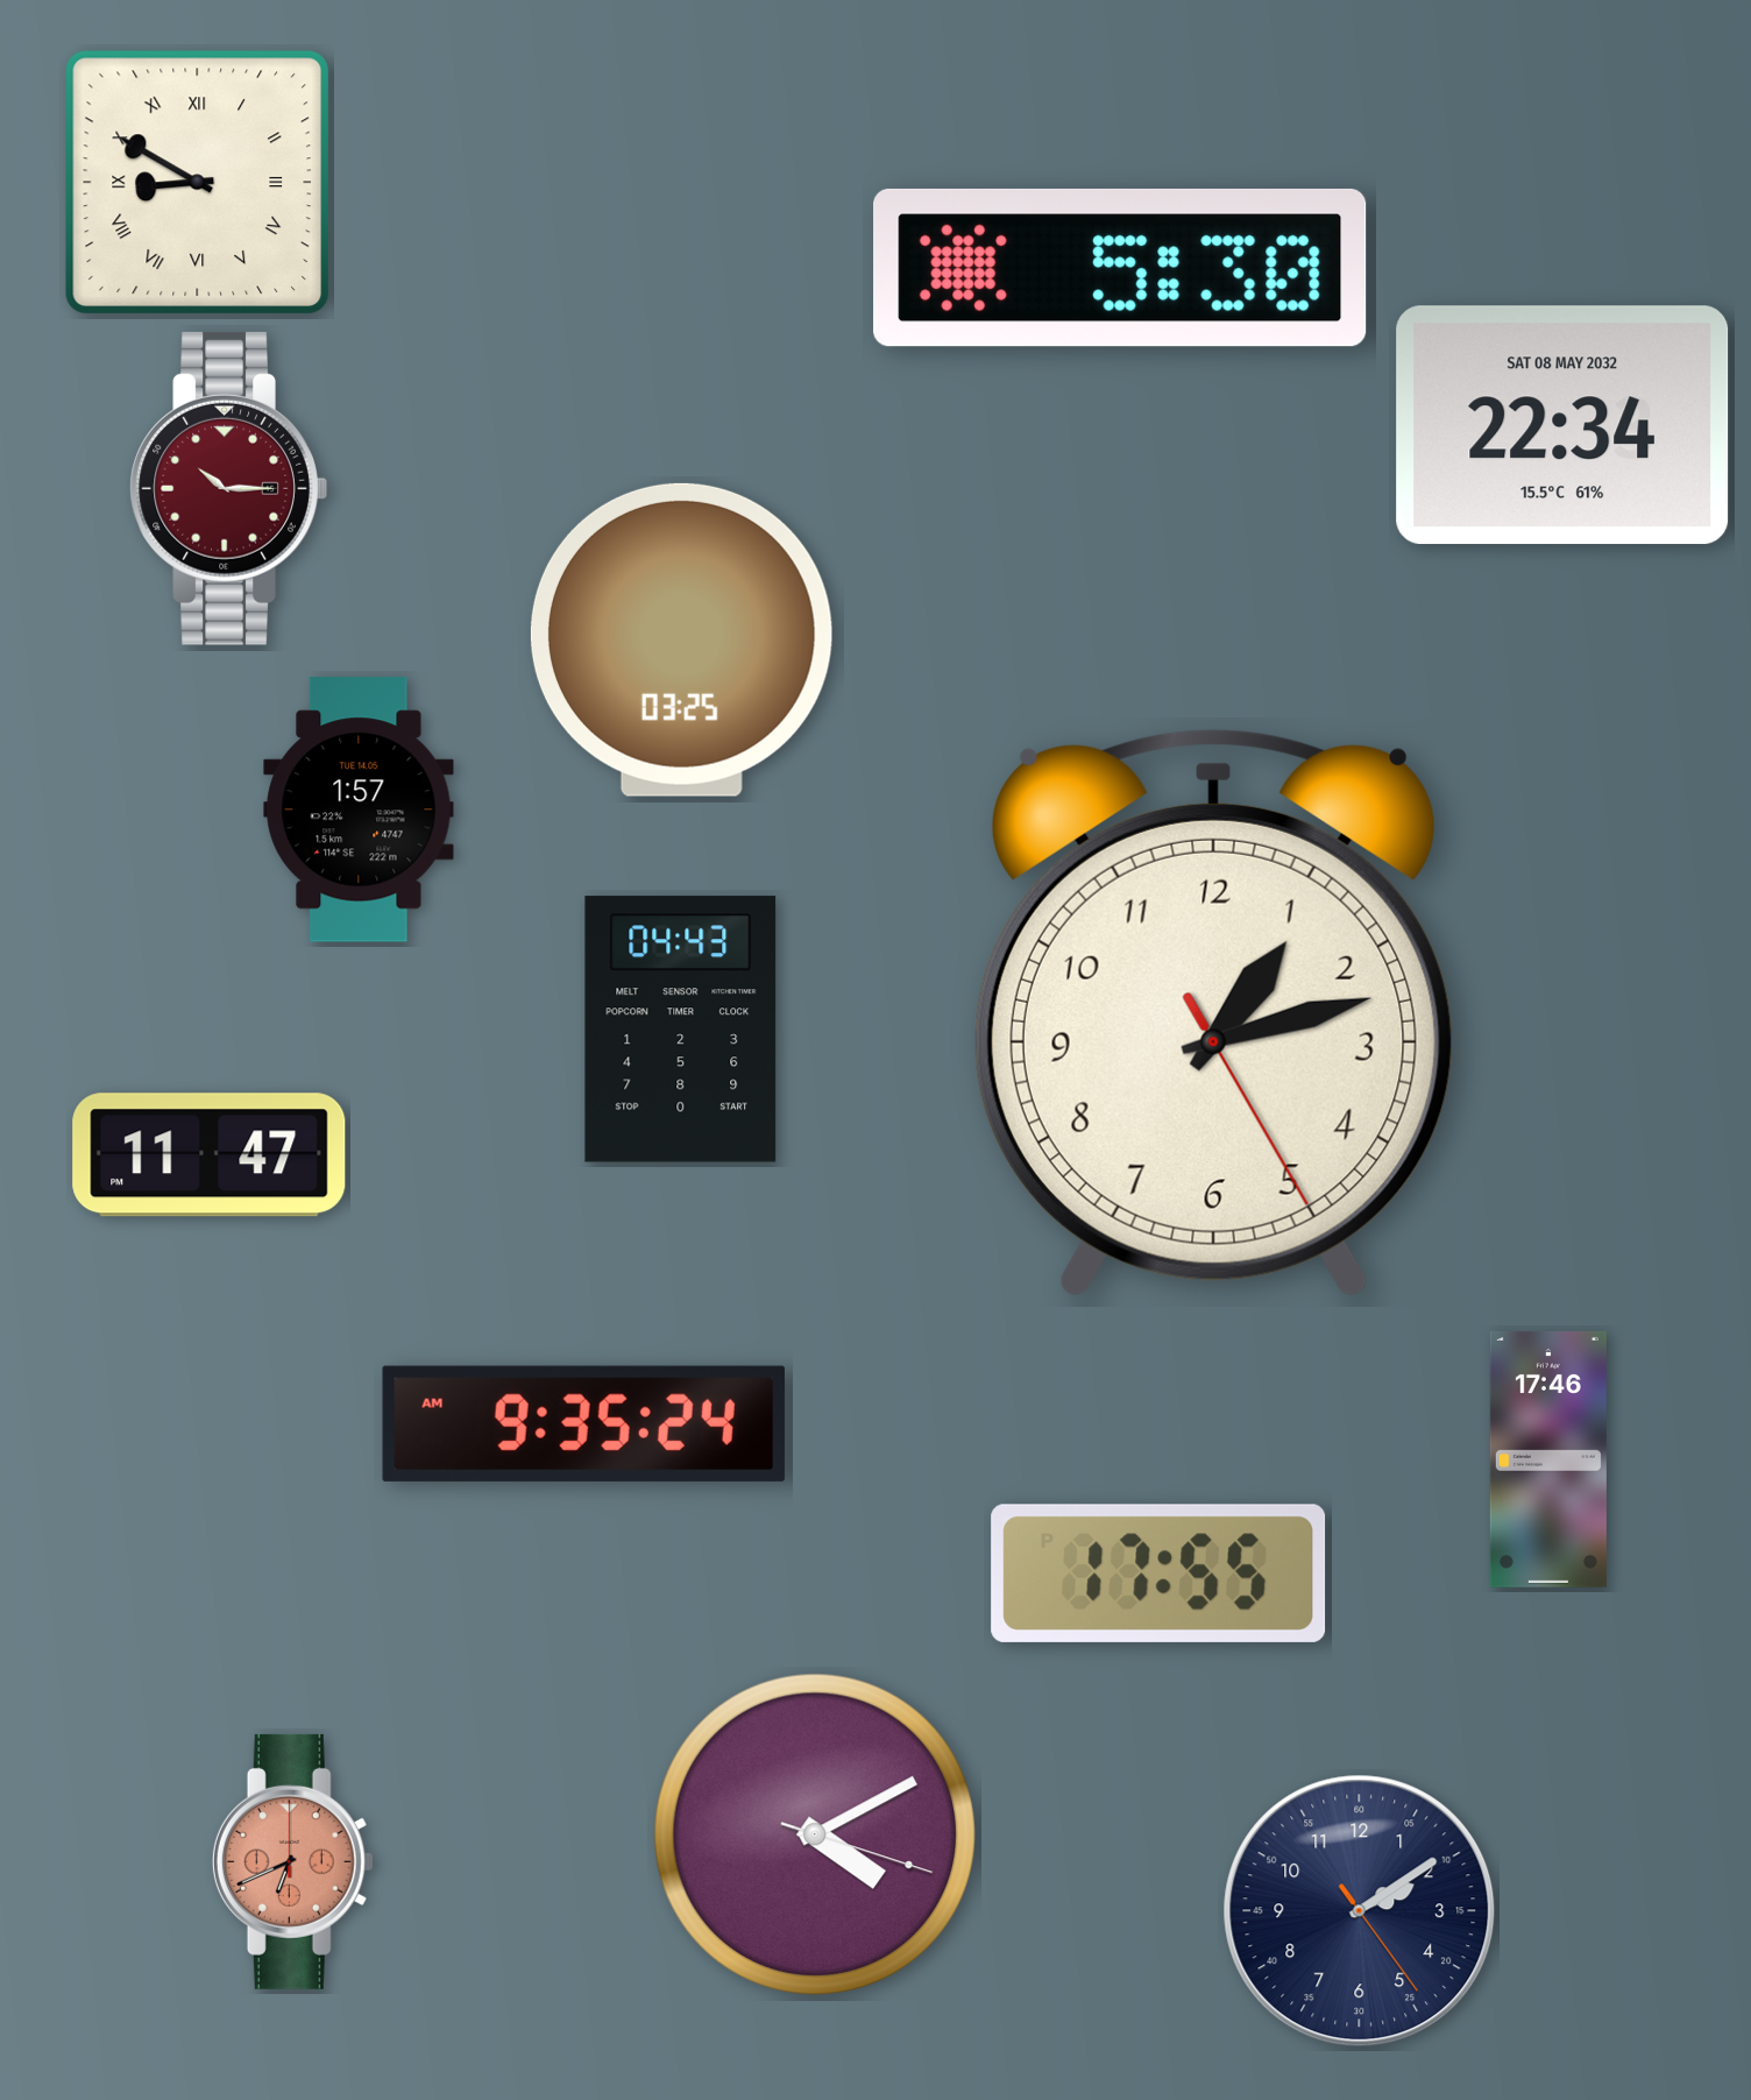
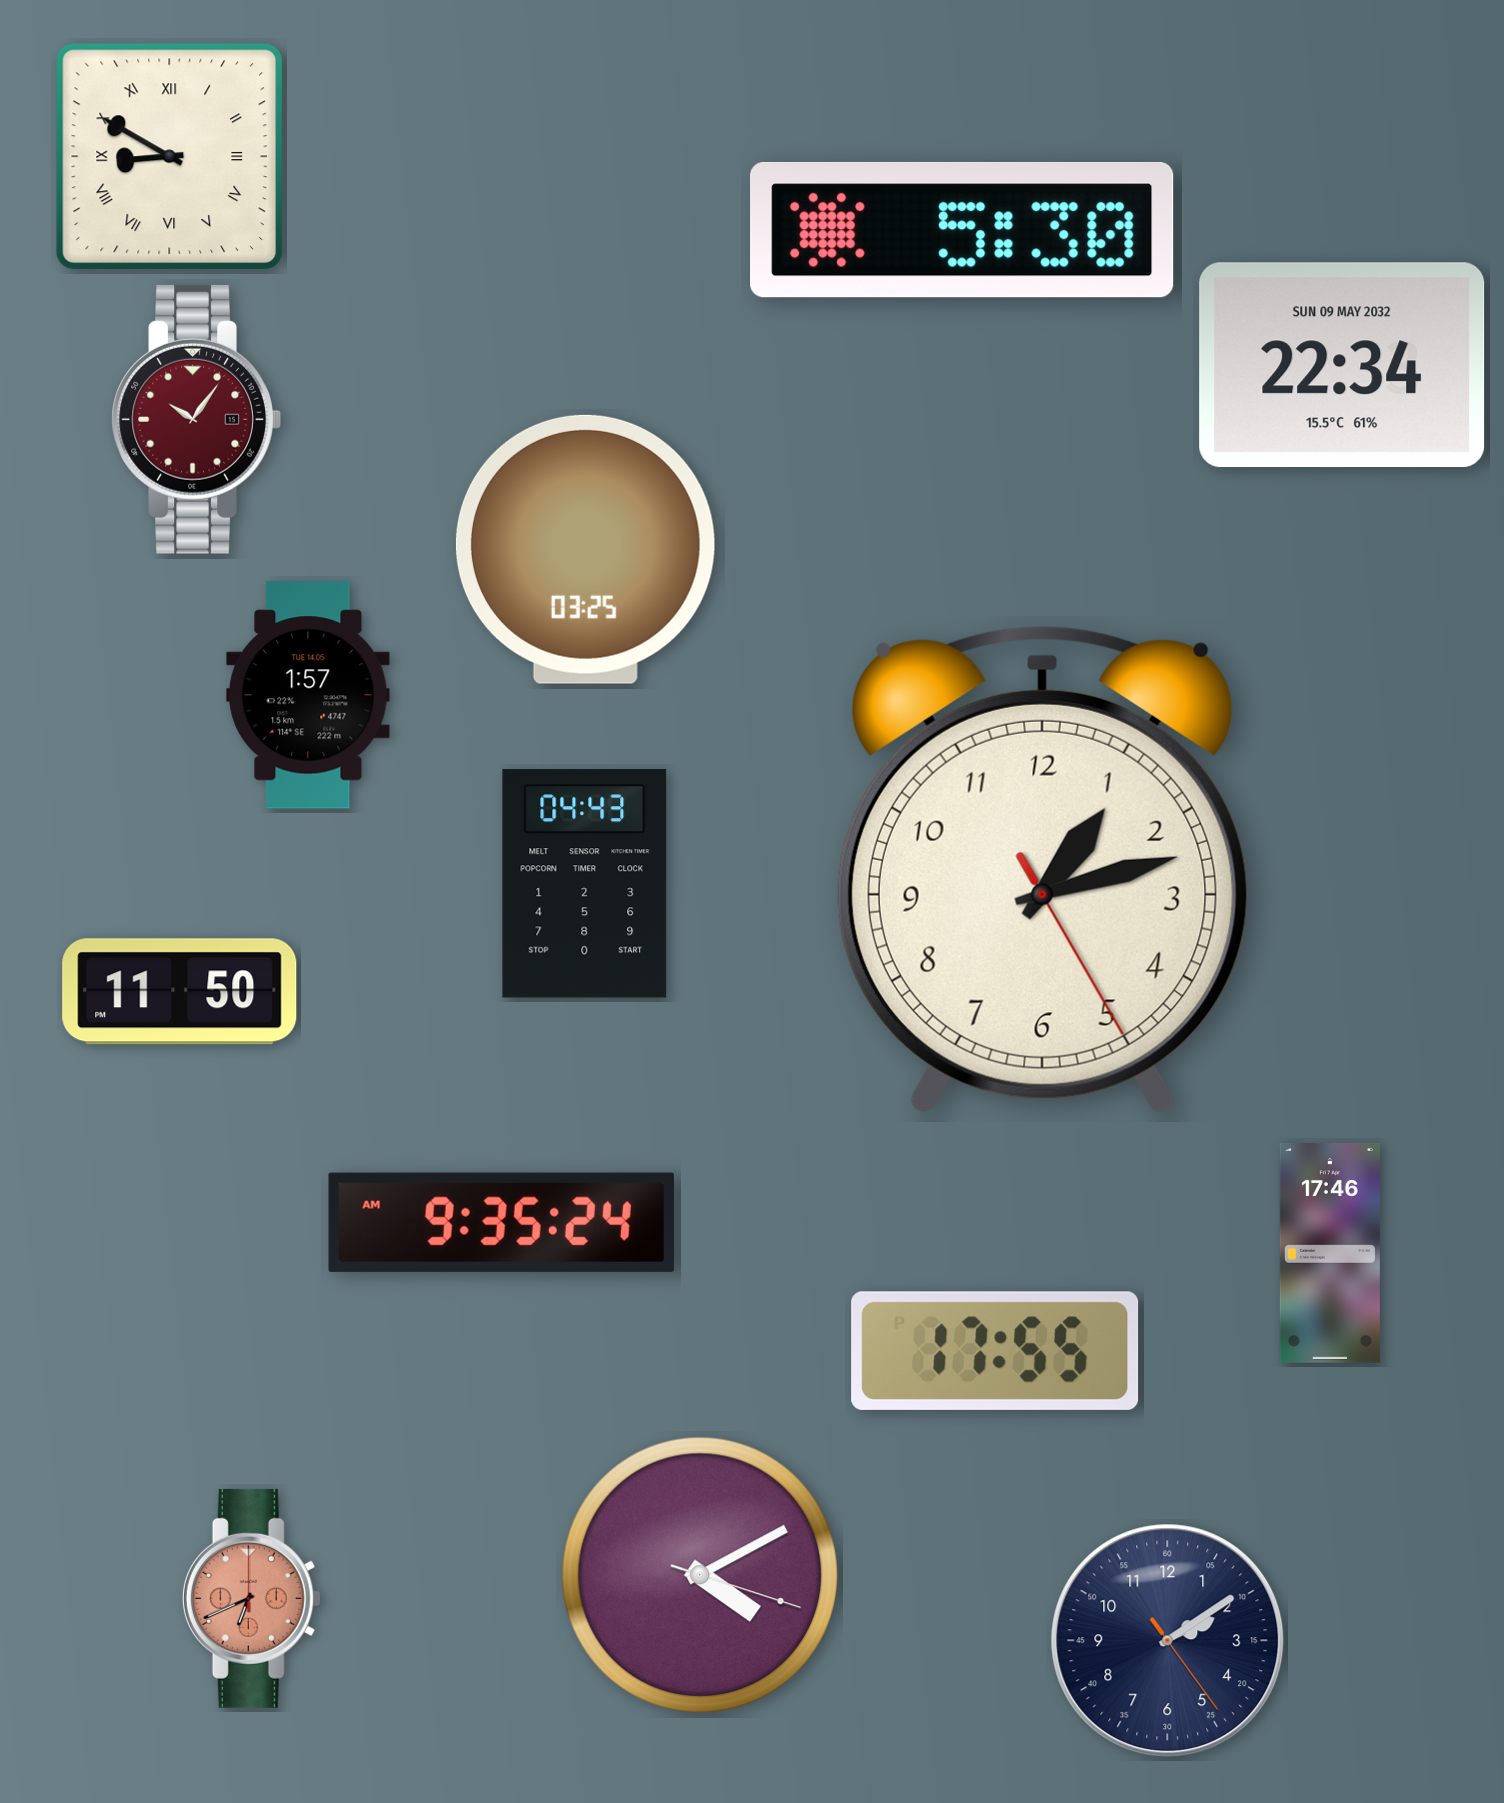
clock at (1562, 425) date: SAT 08 MAY 2032 -> SUN 09 MAY 2032
clock at (228, 488): 10:15 -> 10:06
clock at (210, 1155): 11:47 -> 11:50
